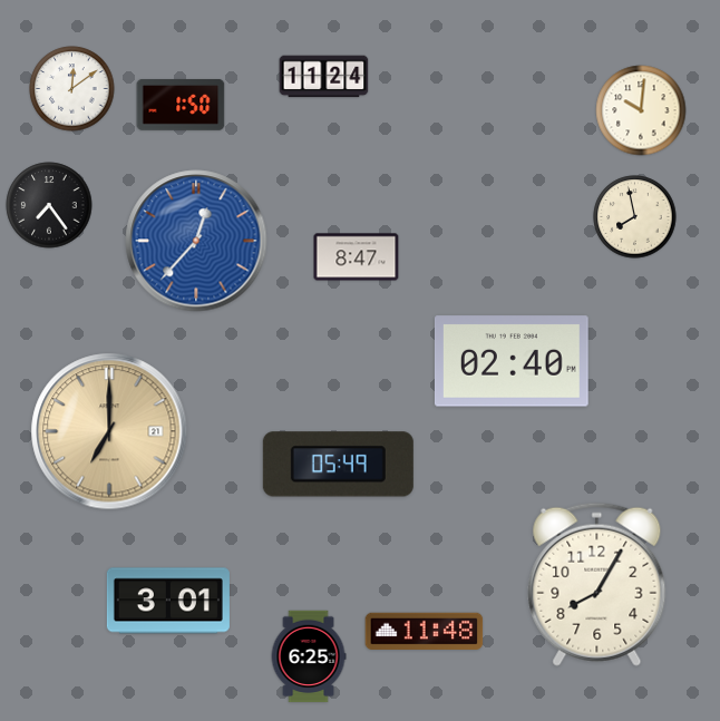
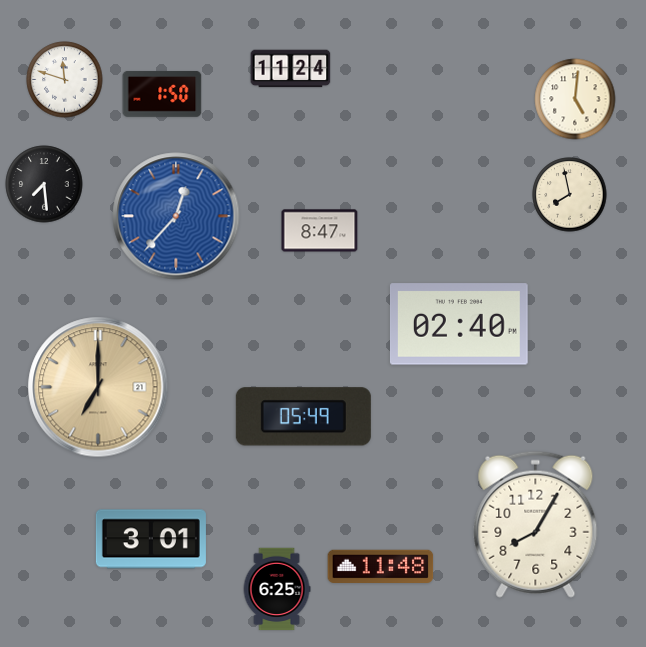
clock at (72, 89): 12:09 -> 11:48
clock at (641, 110): 10:01 -> 5:01
clock at (49, 205): 7:24 -> 7:29
